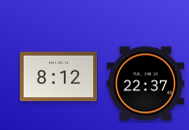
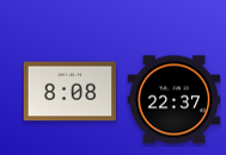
clock at (58, 77): 8:12 -> 8:08
